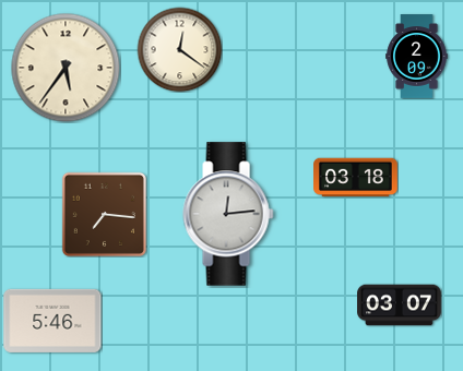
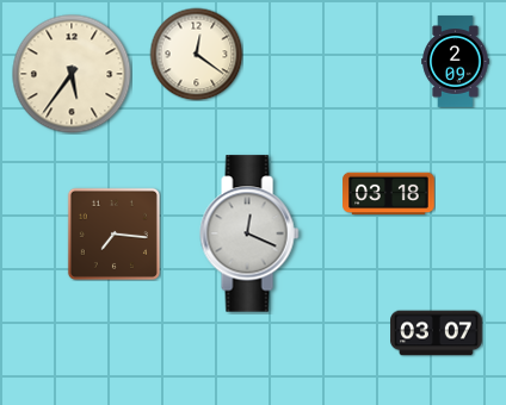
clock at (228, 214): 12:14 -> 12:19
clock at (52, 321): 5:46 -> none
